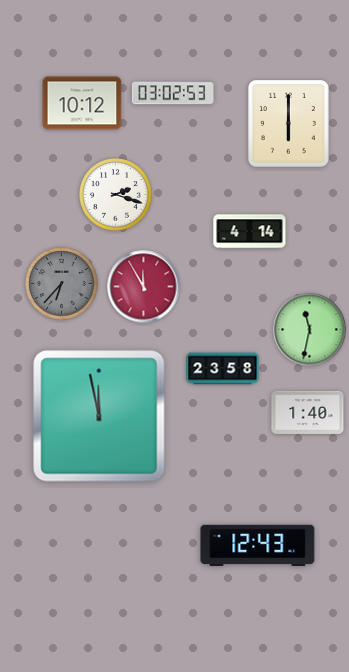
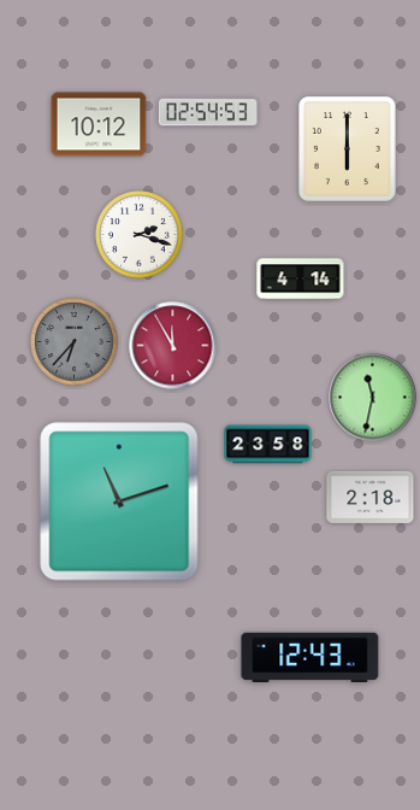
clock at (173, 93): 03:02 -> 02:54
clock at (308, 412): 1:40 -> 2:18
clock at (99, 416): 11:58 -> 11:12
